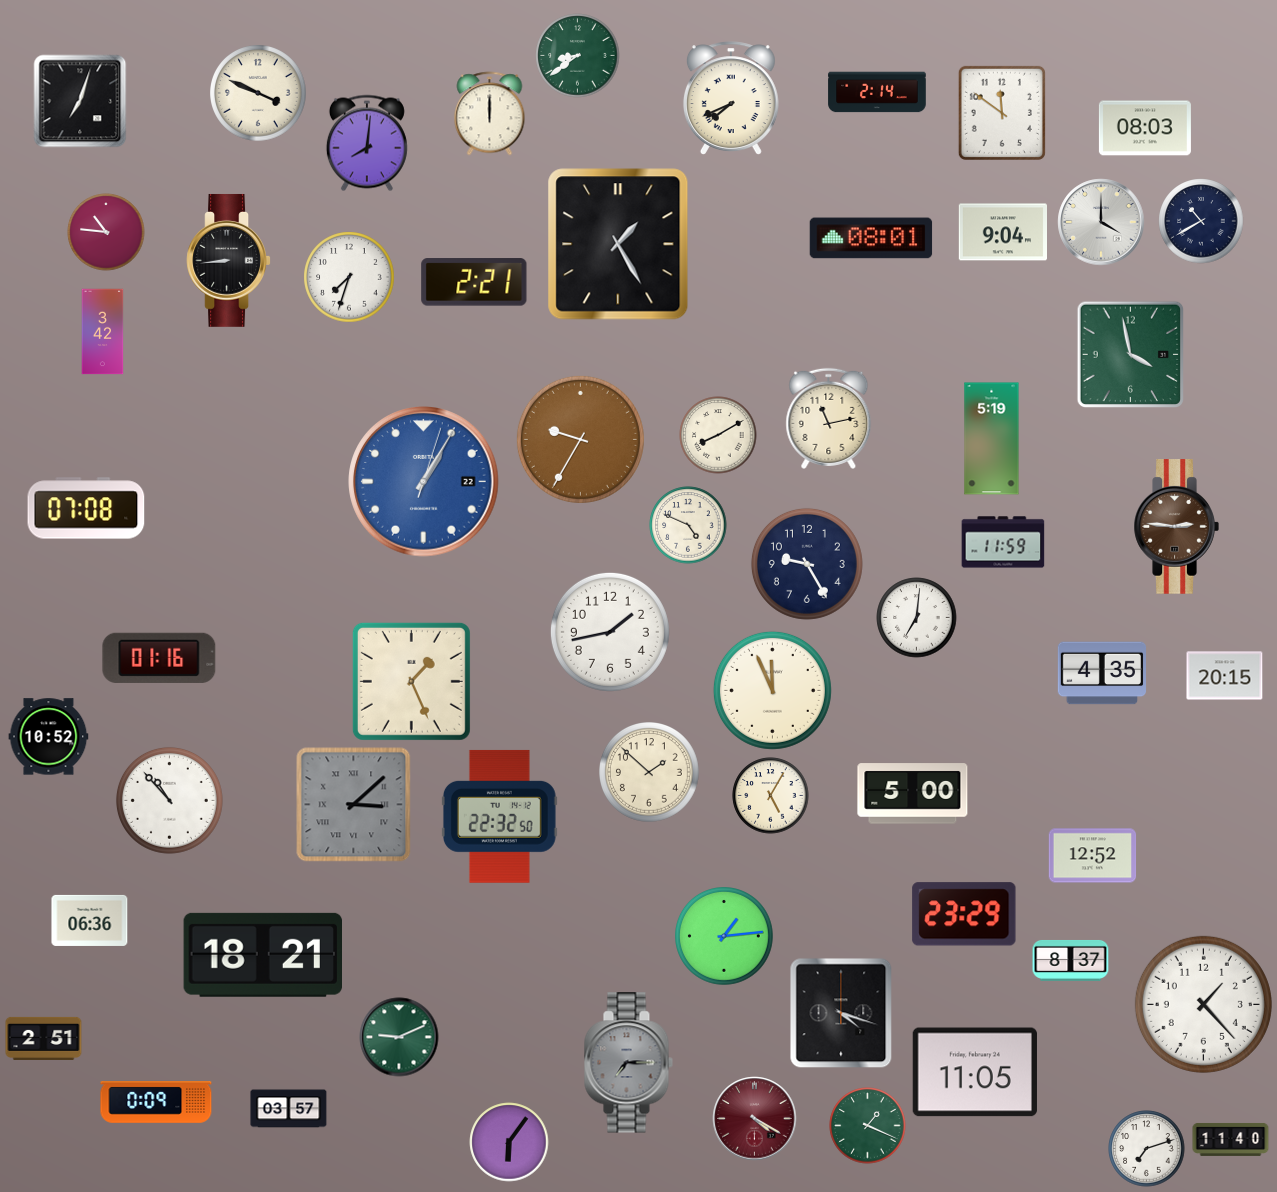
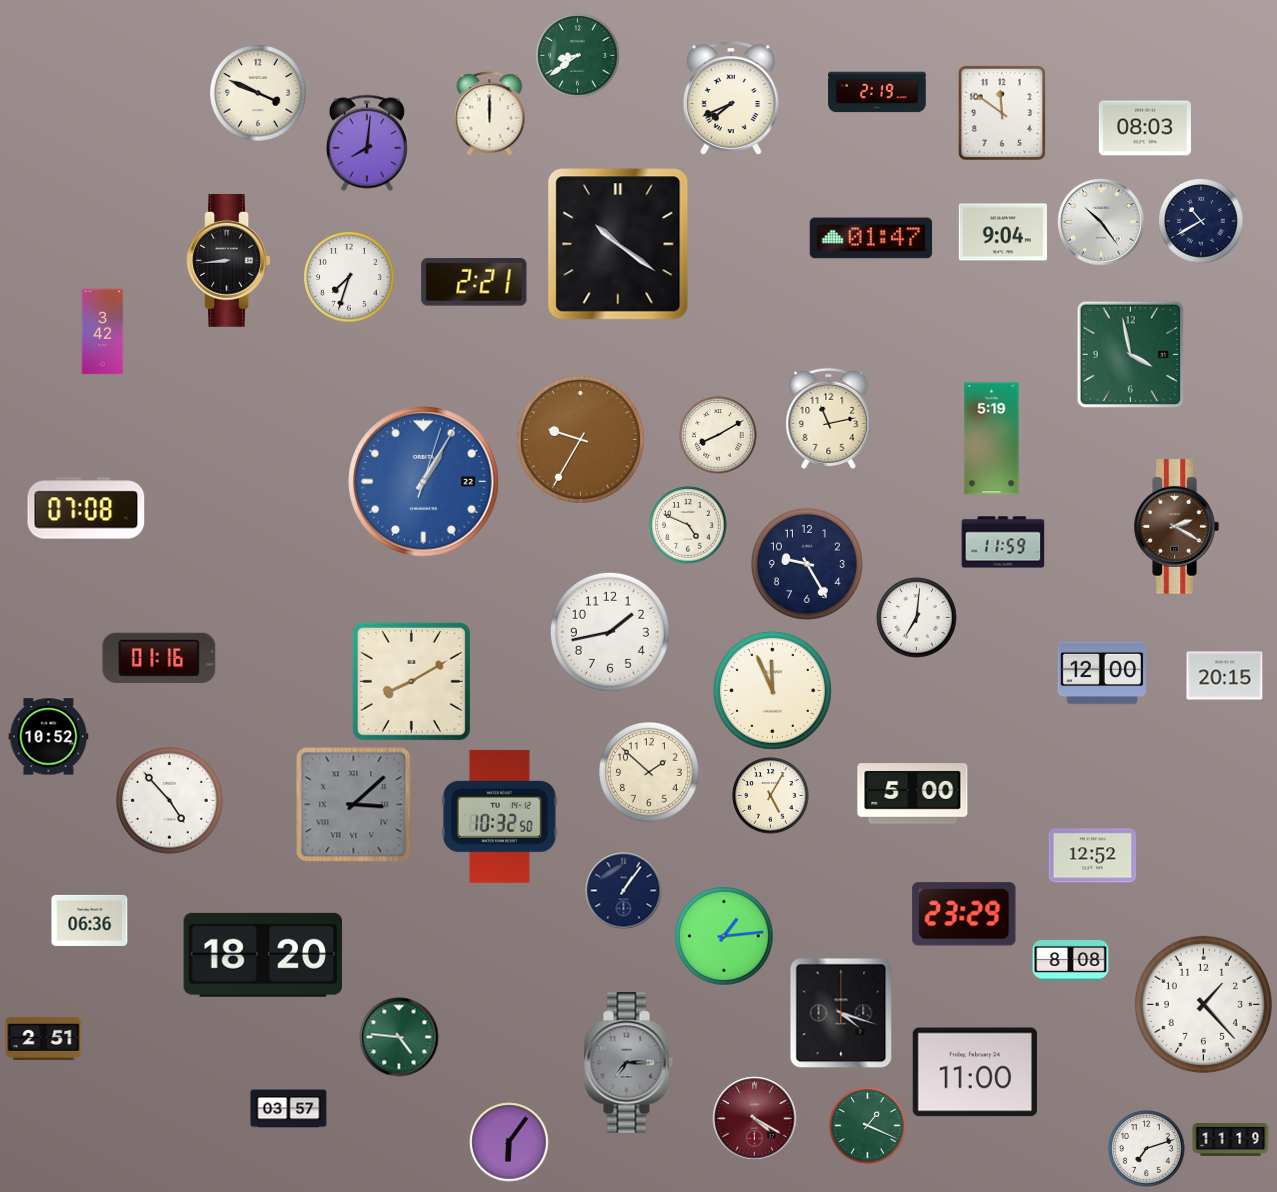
clock at (877, 92): 2:14 -> 2:19
clock at (80, 101): 7:03 -> none
clock at (1101, 222): 4:00 -> 10:24
clock at (106, 232): 10:46 -> none
clock at (871, 238): 08:01 -> 01:47
clock at (618, 244): 1:25 -> 10:21
clock at (1176, 527): 2:46 -> 2:20
clock at (1102, 673): 4:35 -> 12:00
clock at (411, 681): 1:26 -> 8:10
clock at (169, 800): 10:53 -> 4:53
clock at (499, 816): 22:32 -> 10:32
clock at (624, 891): none -> 1:06
clock at (262, 955): 18:21 -> 18:20
clock at (1071, 960): 8:37 -> 8:08
clock at (399, 1037): 9:11 -> 4:46
clock at (975, 1072): 11:05 -> 11:00
clock at (156, 1103): 0:09 -> none
clock at (1231, 1139): 11:40 -> 11:19
